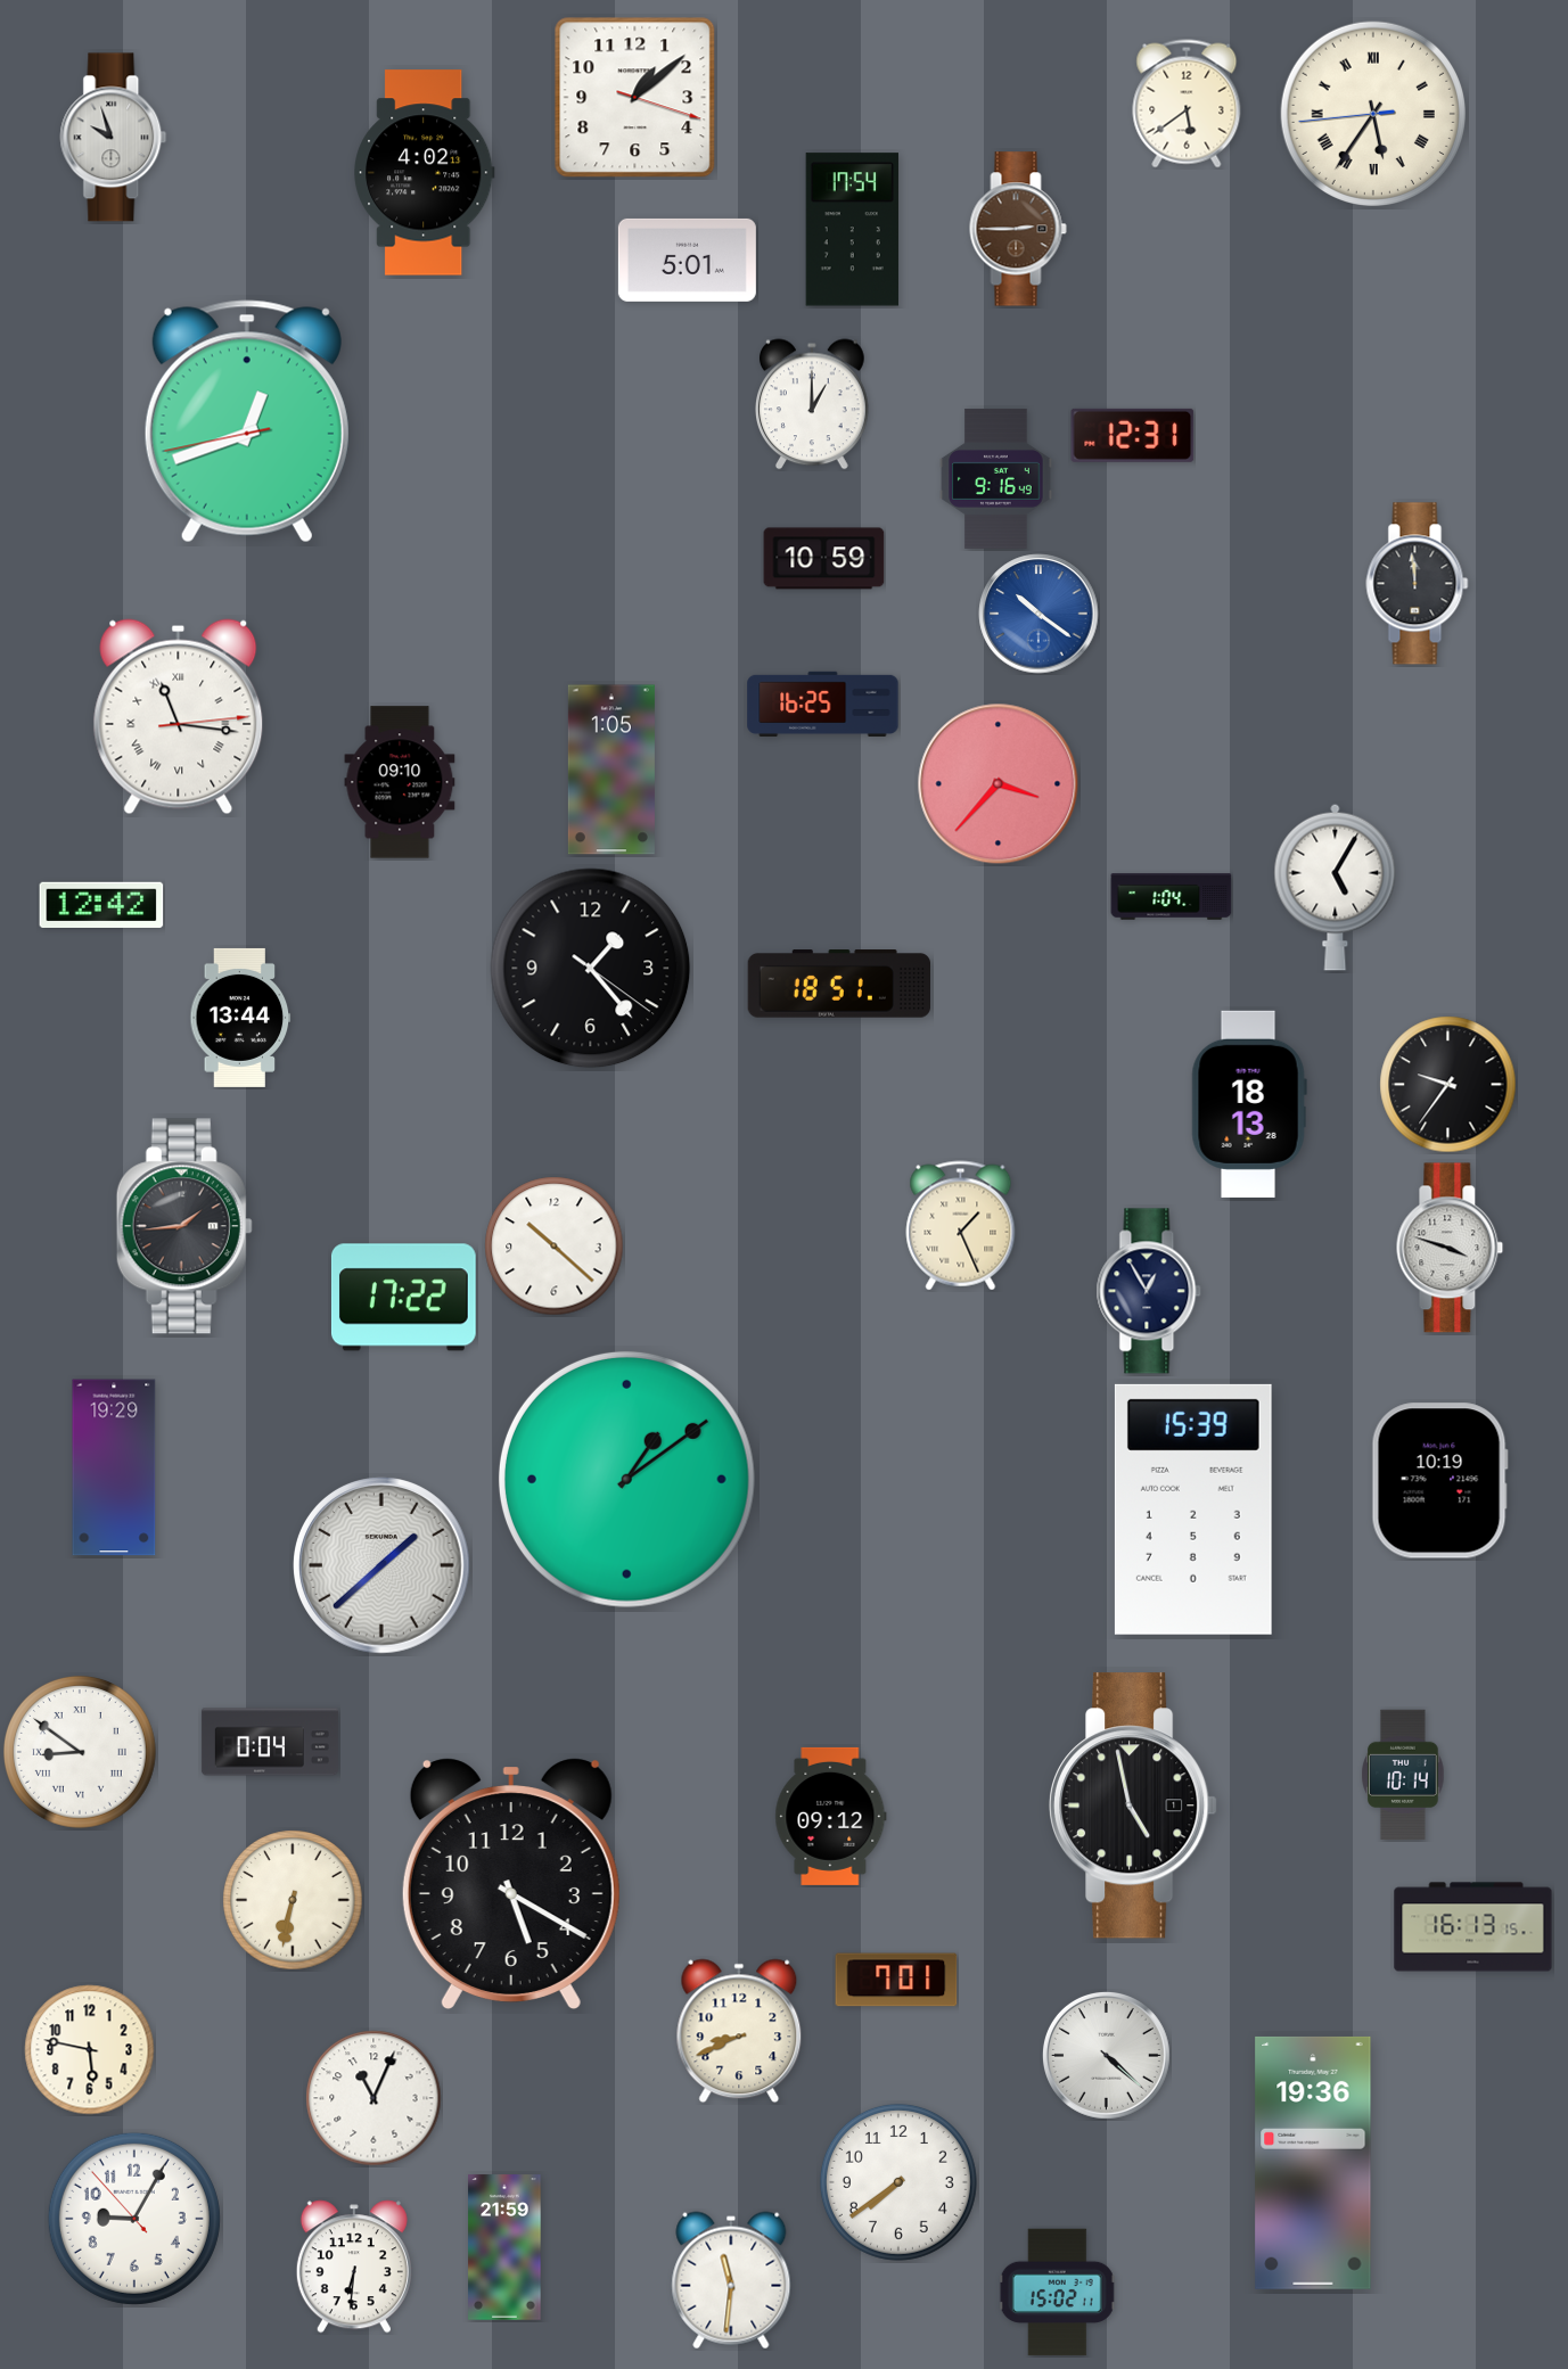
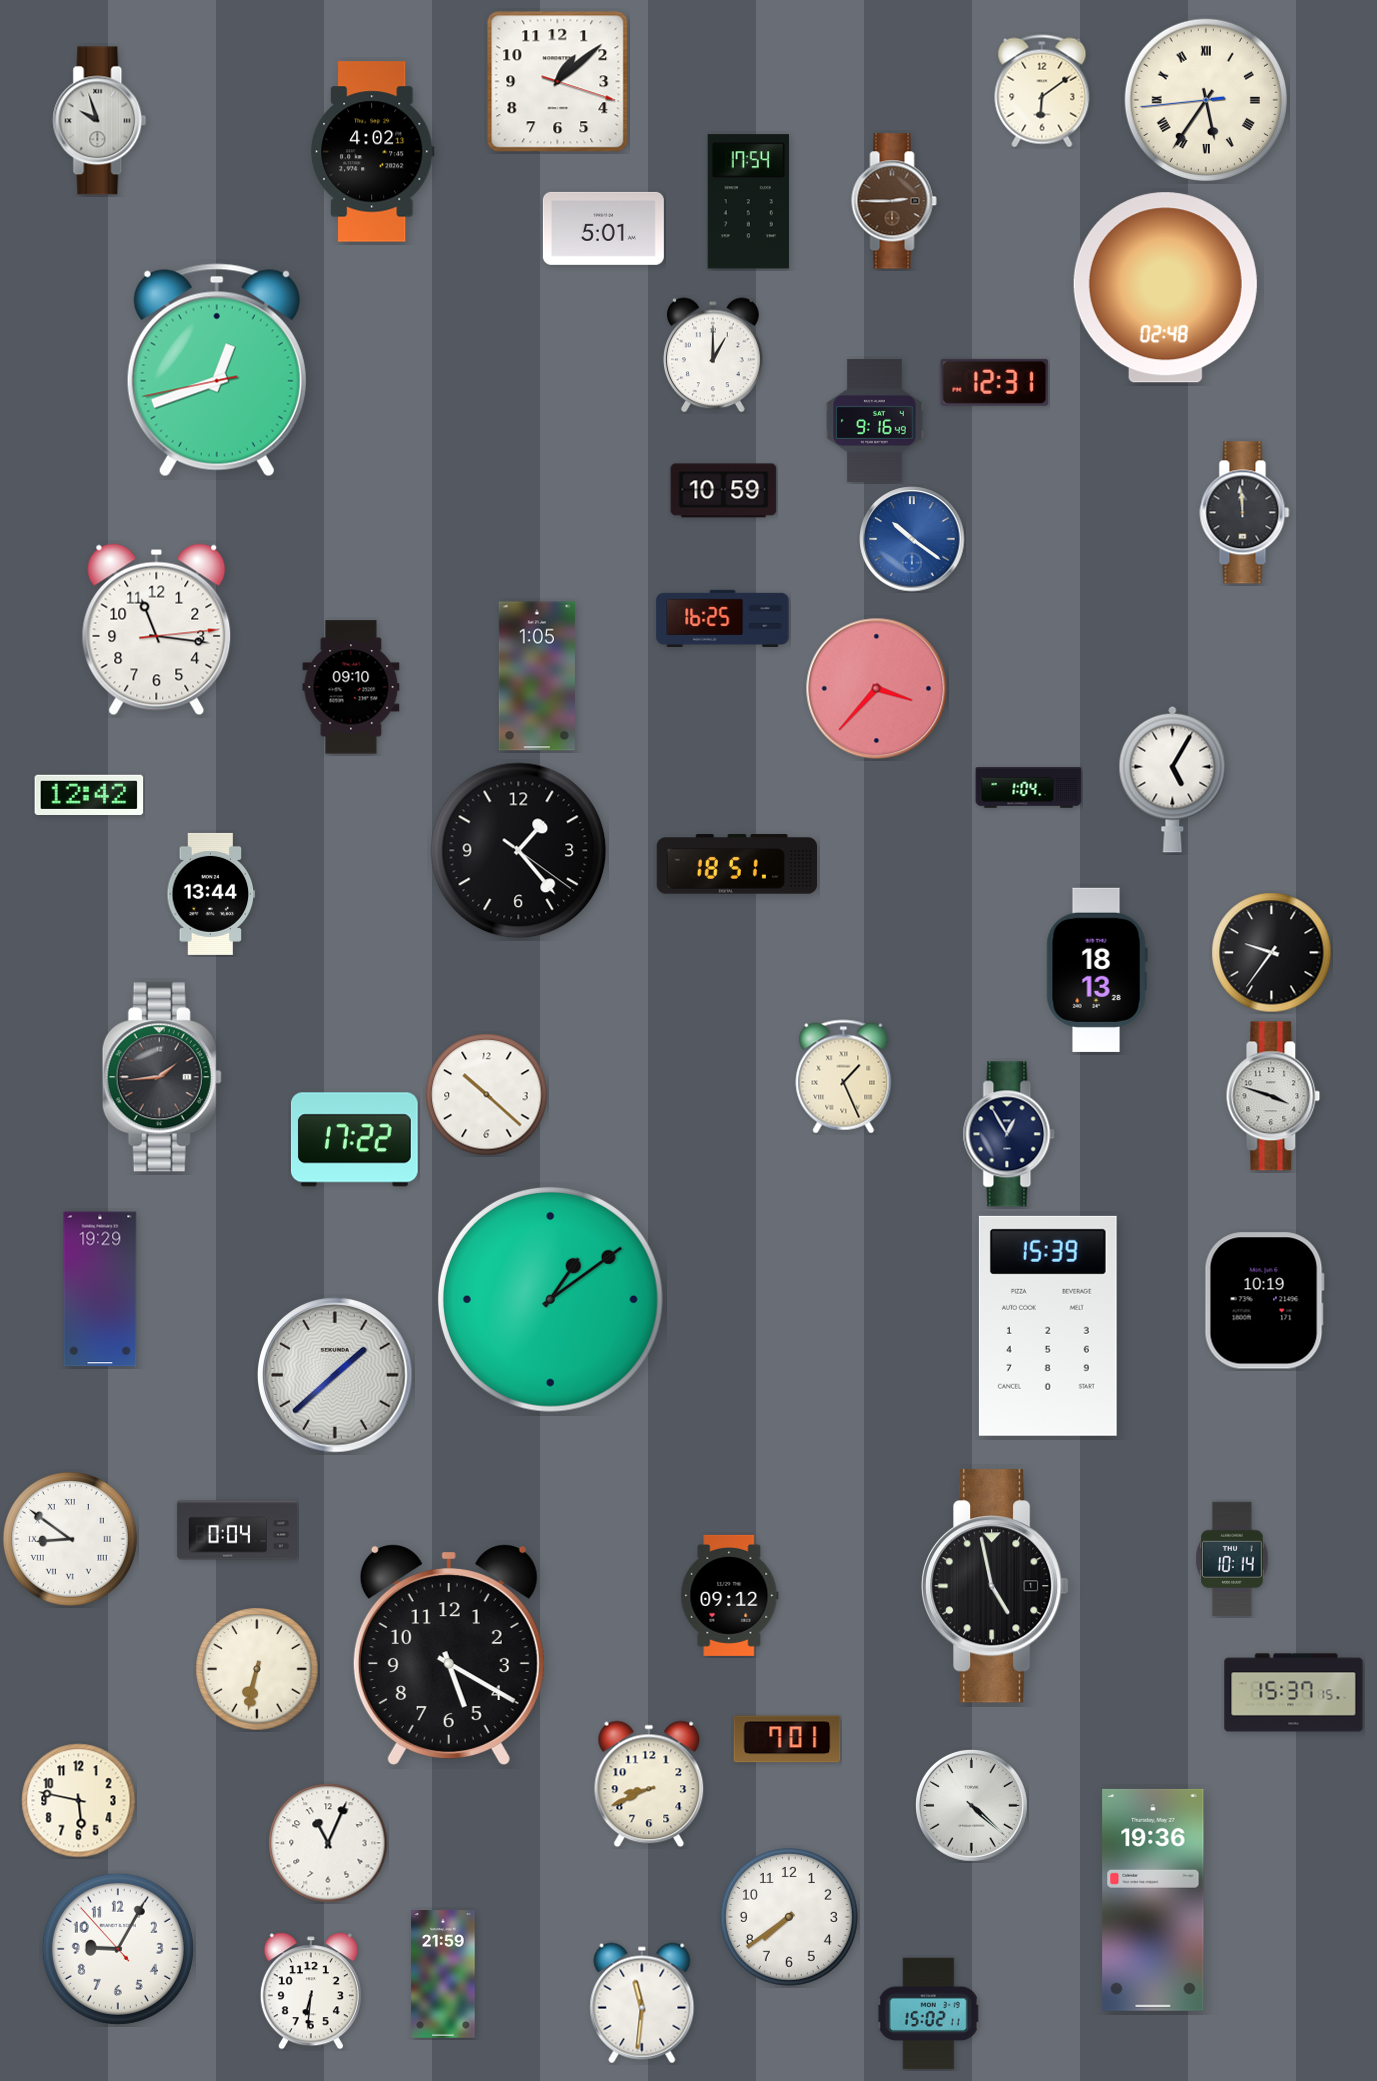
clock at (635, 98) position: (635, 98) -> (558, 82)
clock at (1187, 104): 5:39 -> 6:09
clock at (1165, 288): none -> 02:48
clock at (179, 717) numerals: Roman -> Arabic
clock at (1473, 1927): 16:13 -> 15:37
